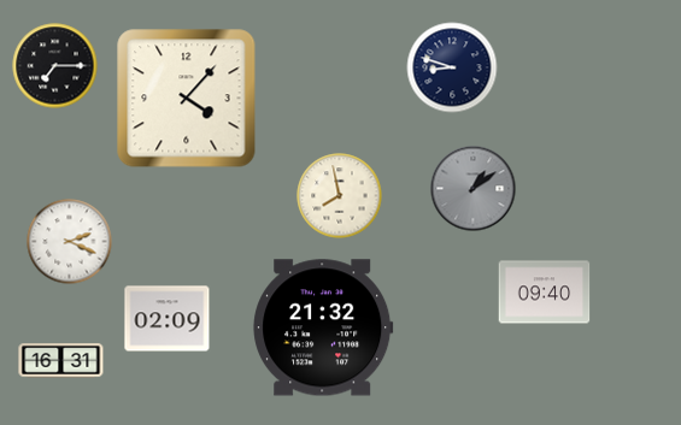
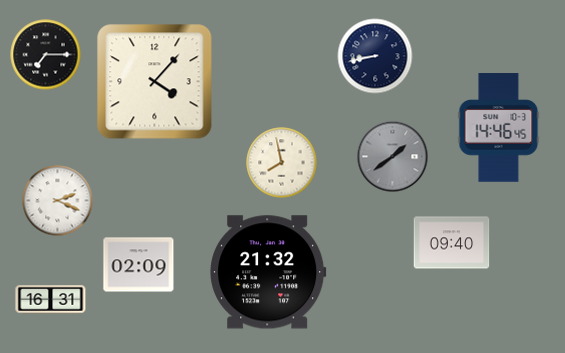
clock at (452, 67): 8:48 -> 8:43
clock at (499, 128): none -> 14:46
clock at (474, 189): 1:09 -> 1:39
